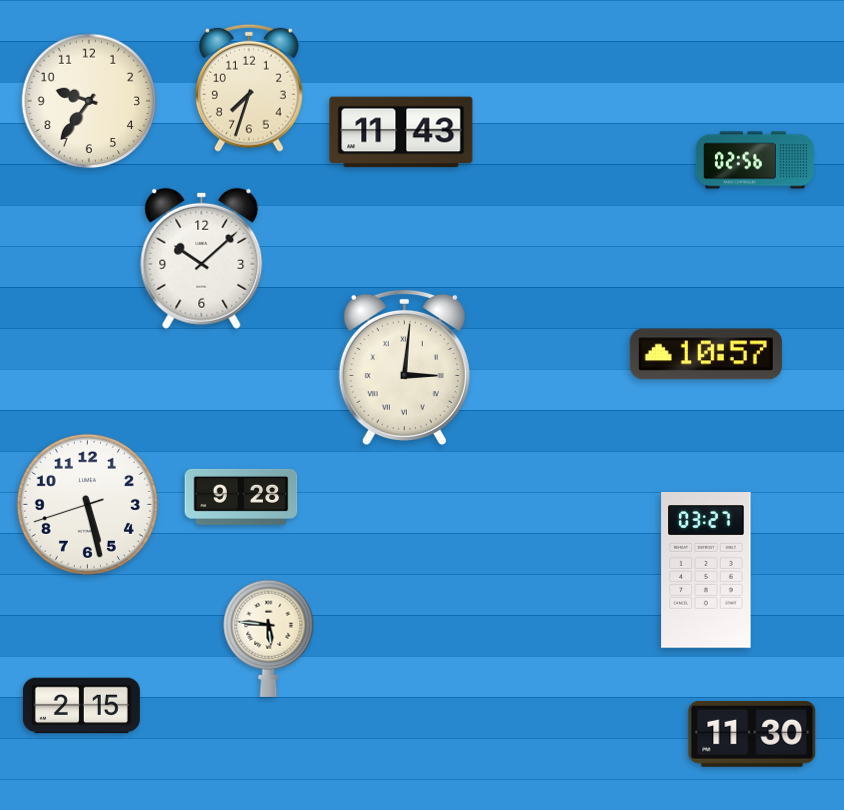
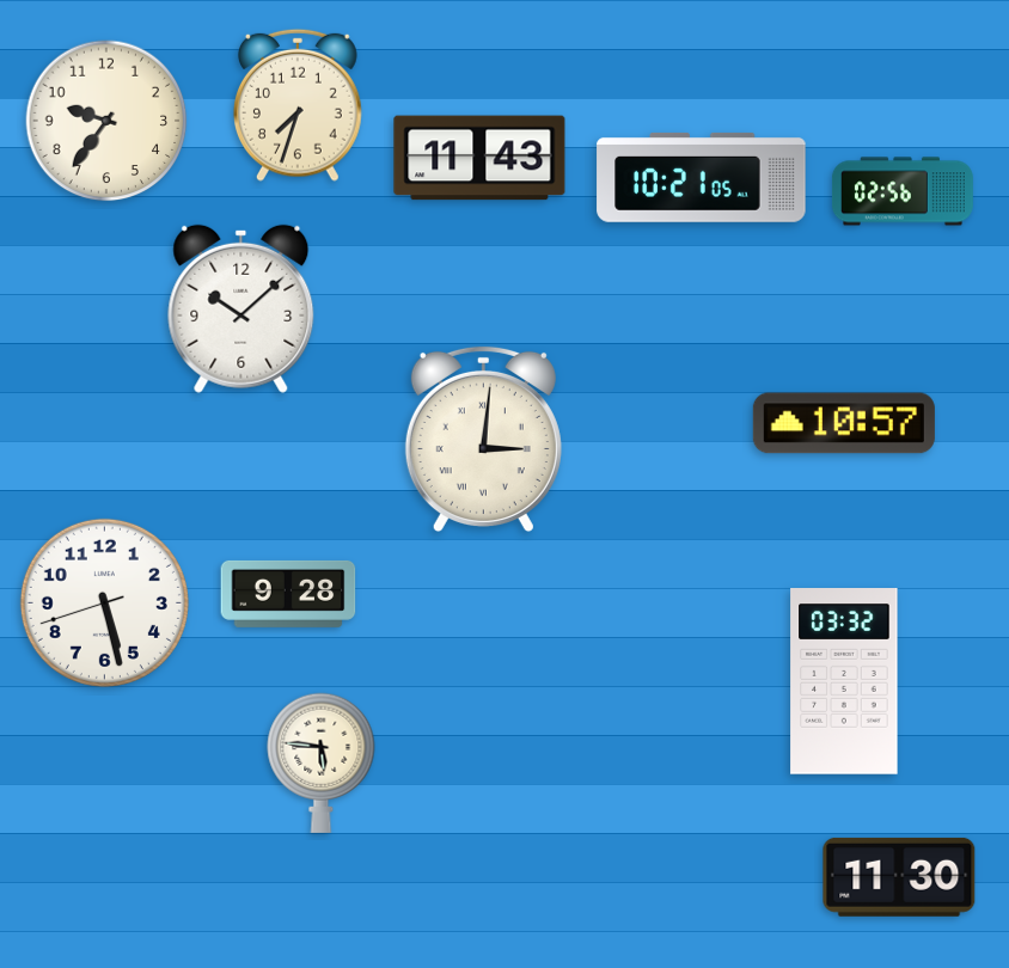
clock at (702, 177): none -> 10:21
clock at (706, 571): 03:27 -> 03:32
clock at (81, 706): 2:15 -> none
